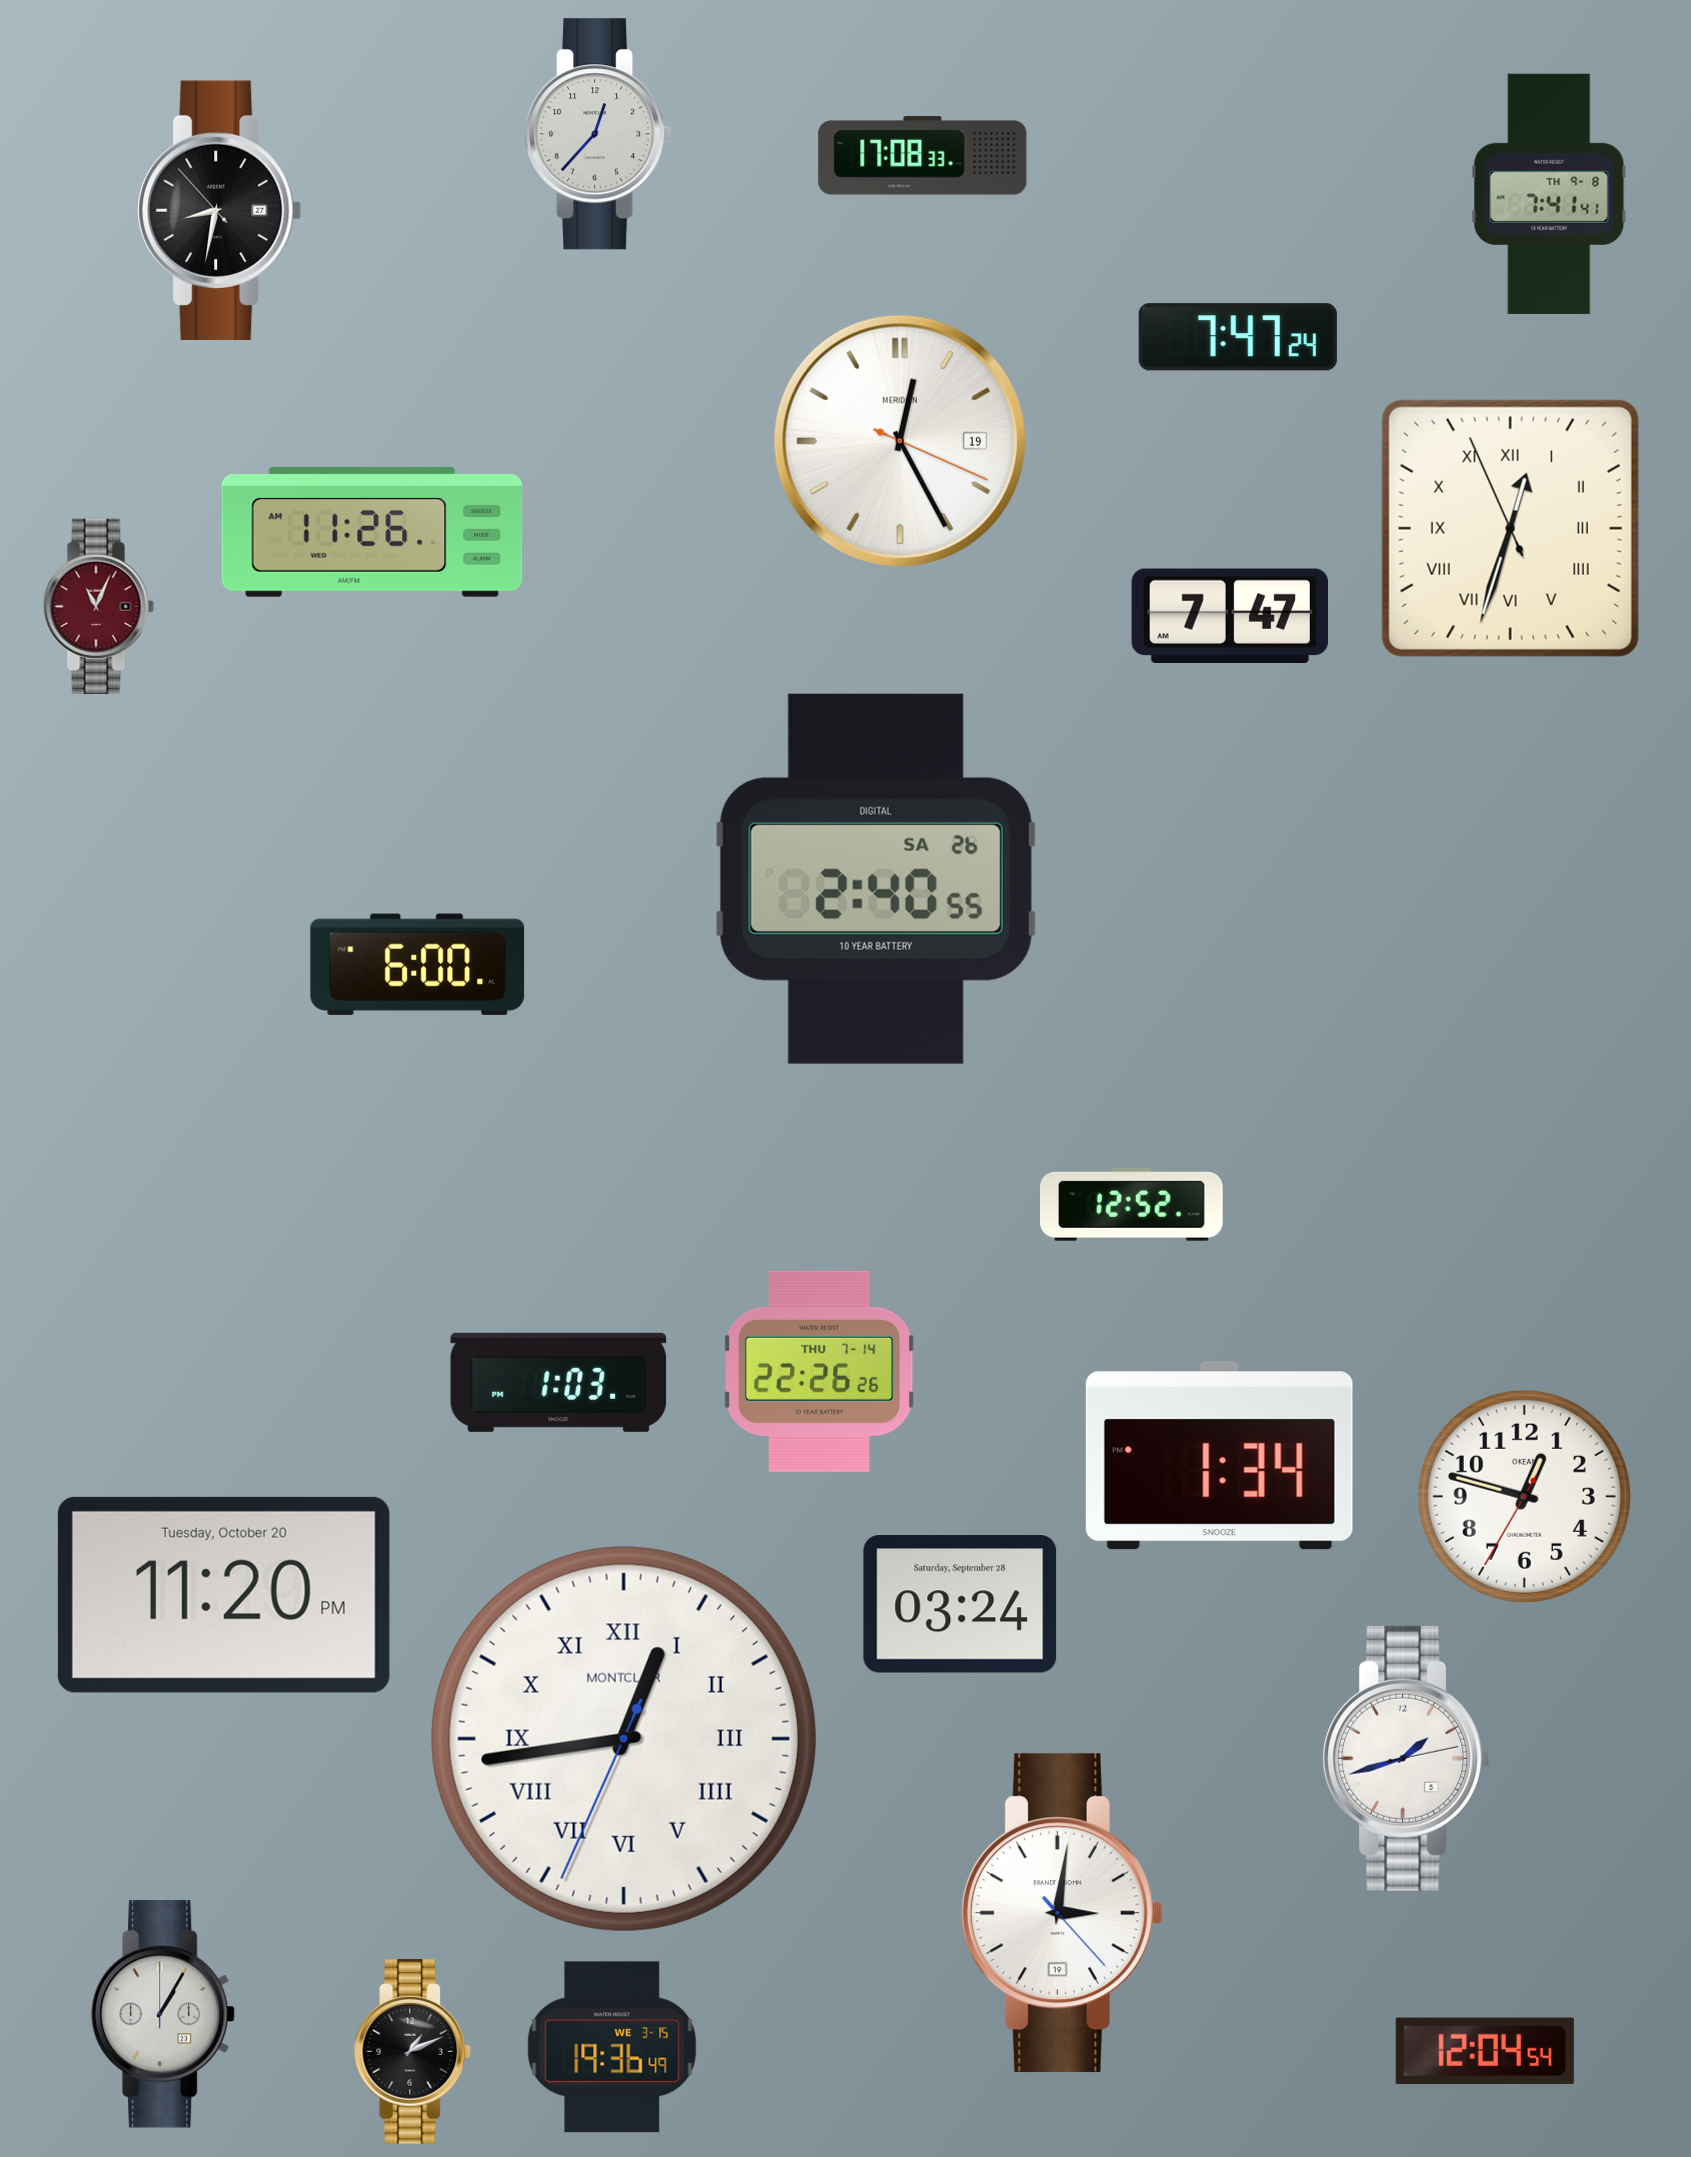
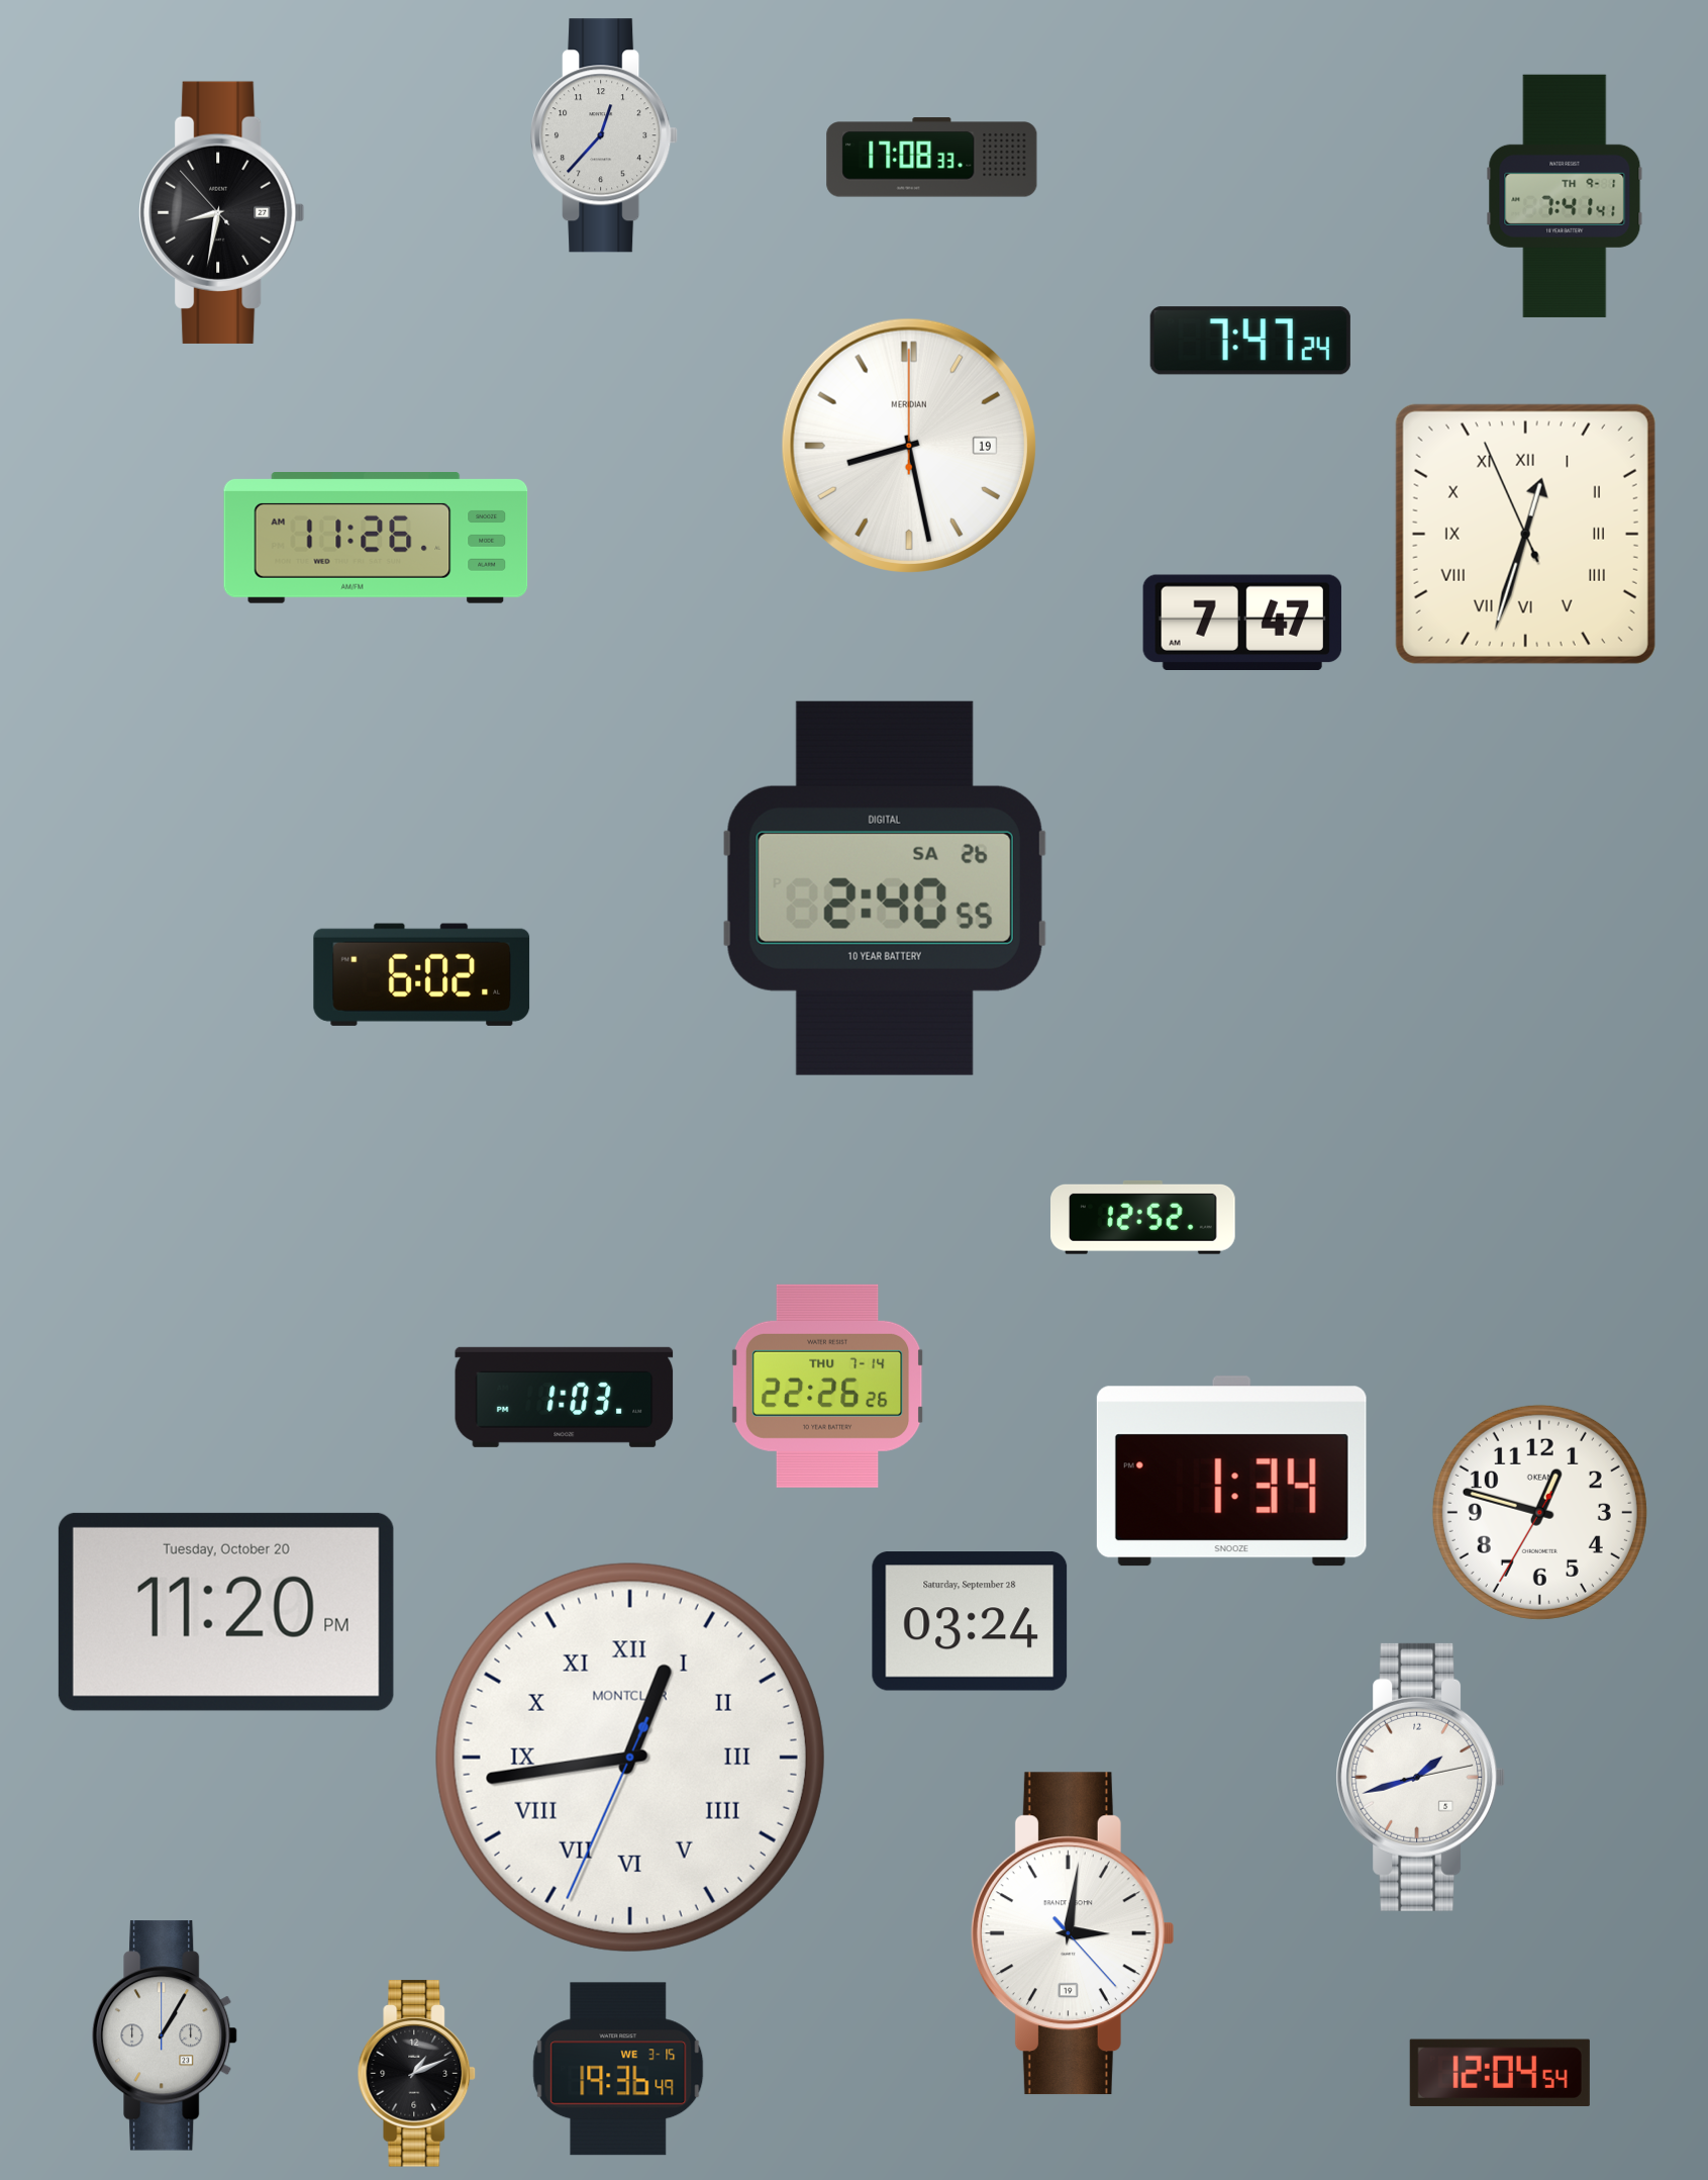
clock at (1549, 194) date: TH 9-8 -> TH 9-1
clock at (900, 441): 12:25 -> 8:28
clock at (98, 606): 11:04 -> none
clock at (418, 964): 6:00 -> 6:02
